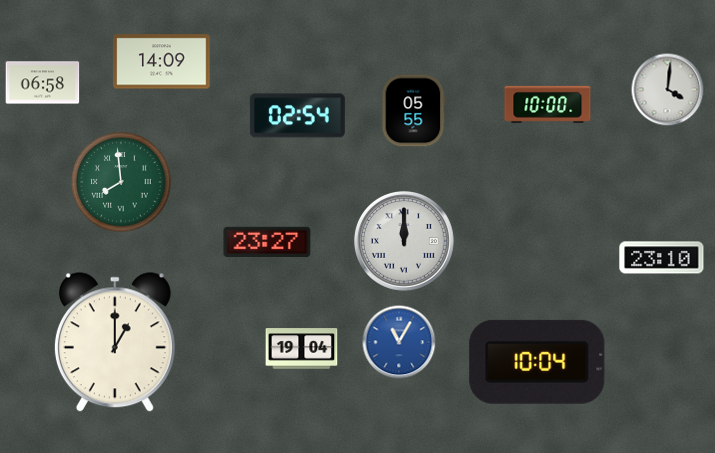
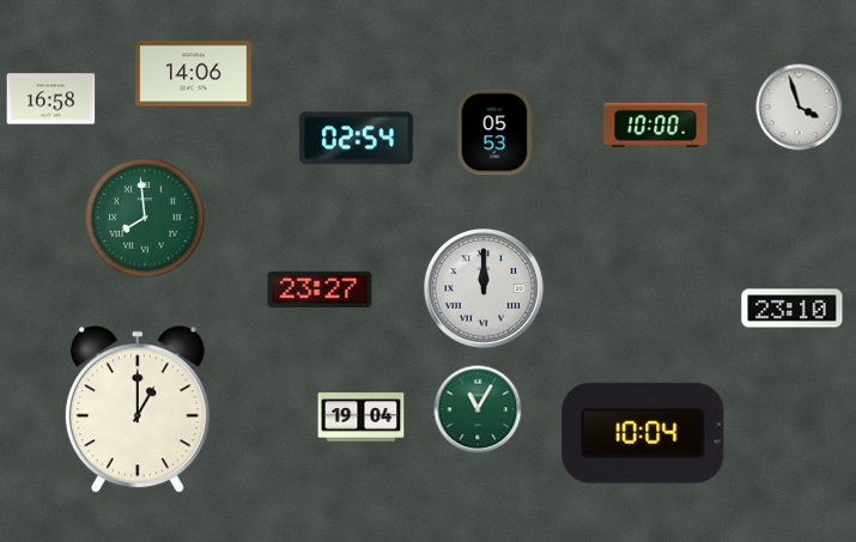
clock at (162, 62): 14:09 -> 14:06
clock at (43, 83): 06:58 -> 16:58
clock at (668, 90): 4:01 -> 3:57
clock at (414, 111): 05:55 -> 05:53
clock at (399, 342) dial: blue -> green
